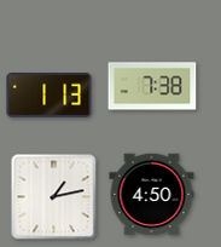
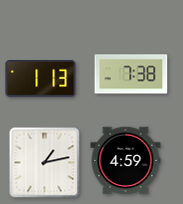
clock at (152, 86) position: (152, 86) -> (131, 74)
clock at (152, 195): 4:50 -> 4:59
